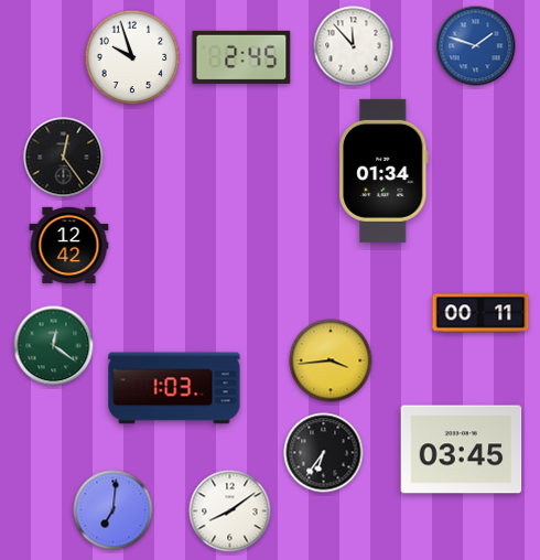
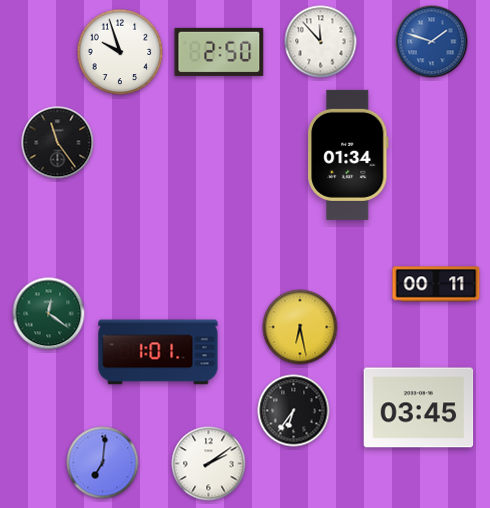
clock at (241, 57): 2:45 -> 2:50
clock at (64, 158): 12:24 -> 11:24
clock at (69, 245): 12:42 -> none
clock at (331, 360): 3:44 -> 6:28
clock at (174, 388): 1:03 -> 1:01
clock at (230, 511): 8:09 -> 2:09
